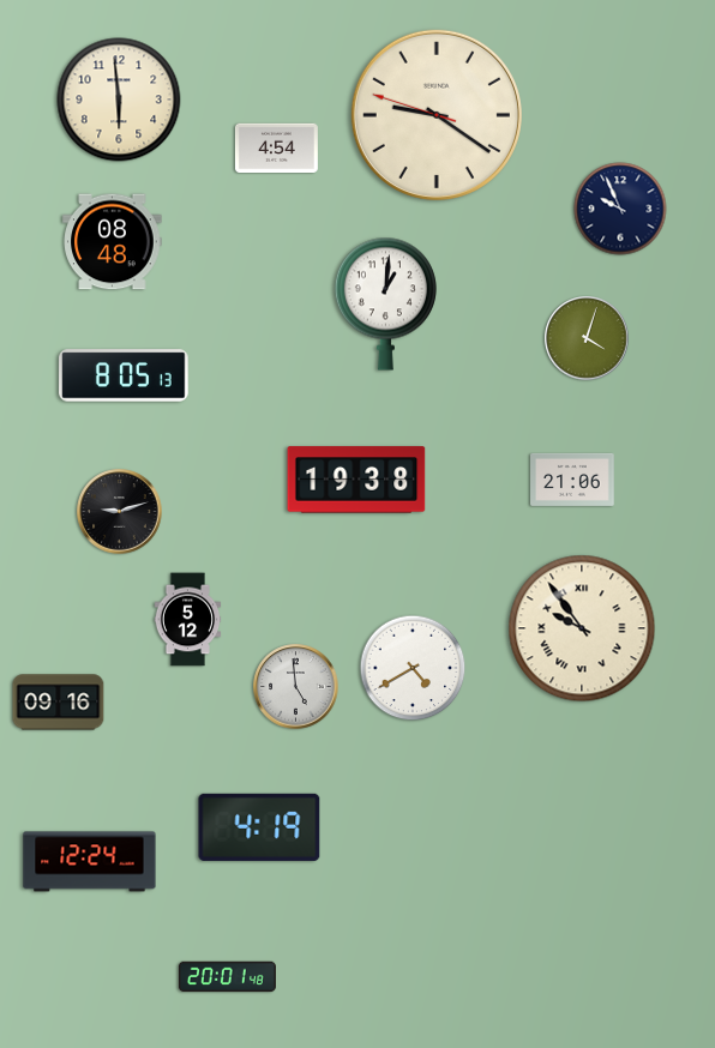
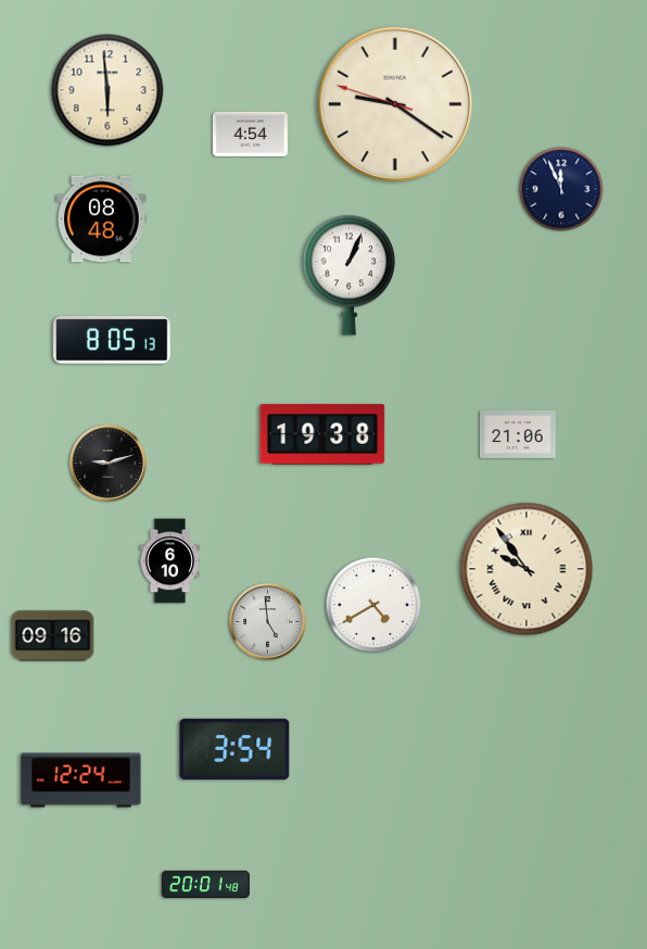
clock at (620, 209): 9:56 -> 11:56
clock at (385, 303): 1:01 -> 1:04
clock at (587, 338): 4:03 -> none
clock at (188, 620): 5:12 -> 6:10
clock at (259, 827): 4:19 -> 3:54
